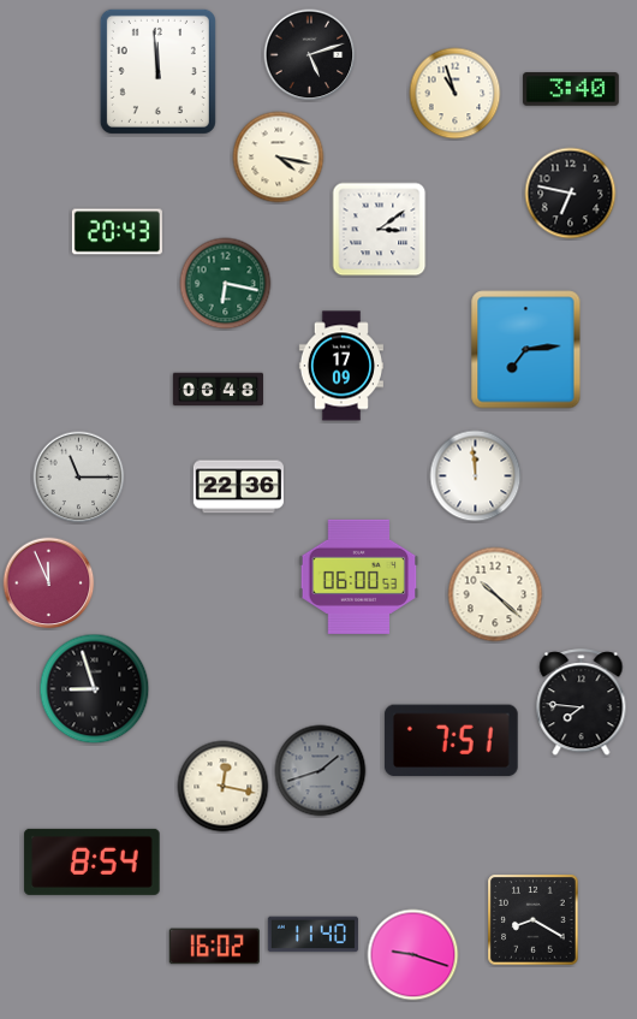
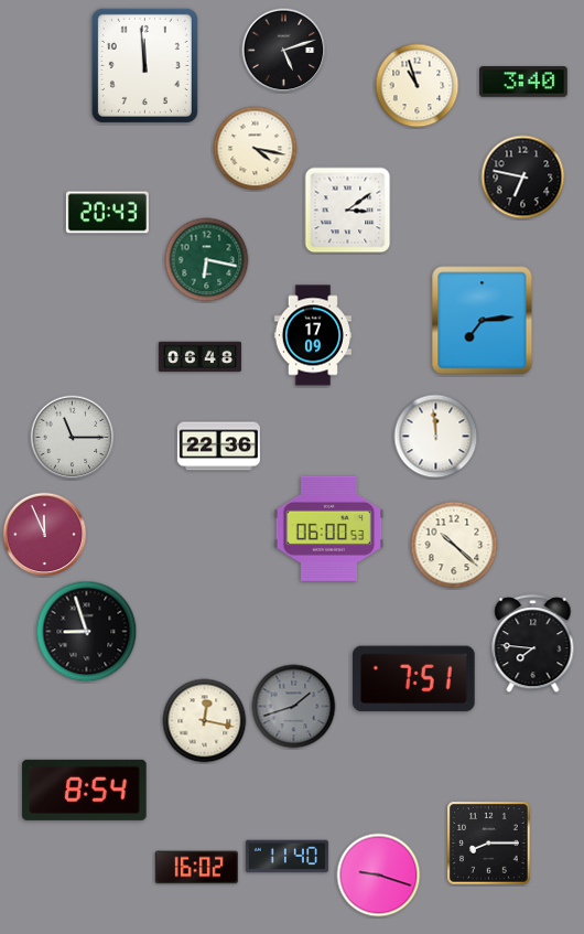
clock at (279, 158) position: (279, 158) -> (256, 149)
clock at (534, 920): 8:20 -> 8:15
